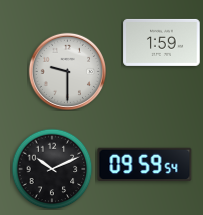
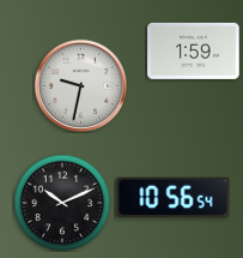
clock at (67, 71): 9:30 -> 9:32
clock at (145, 165): 09:59 -> 10:56
